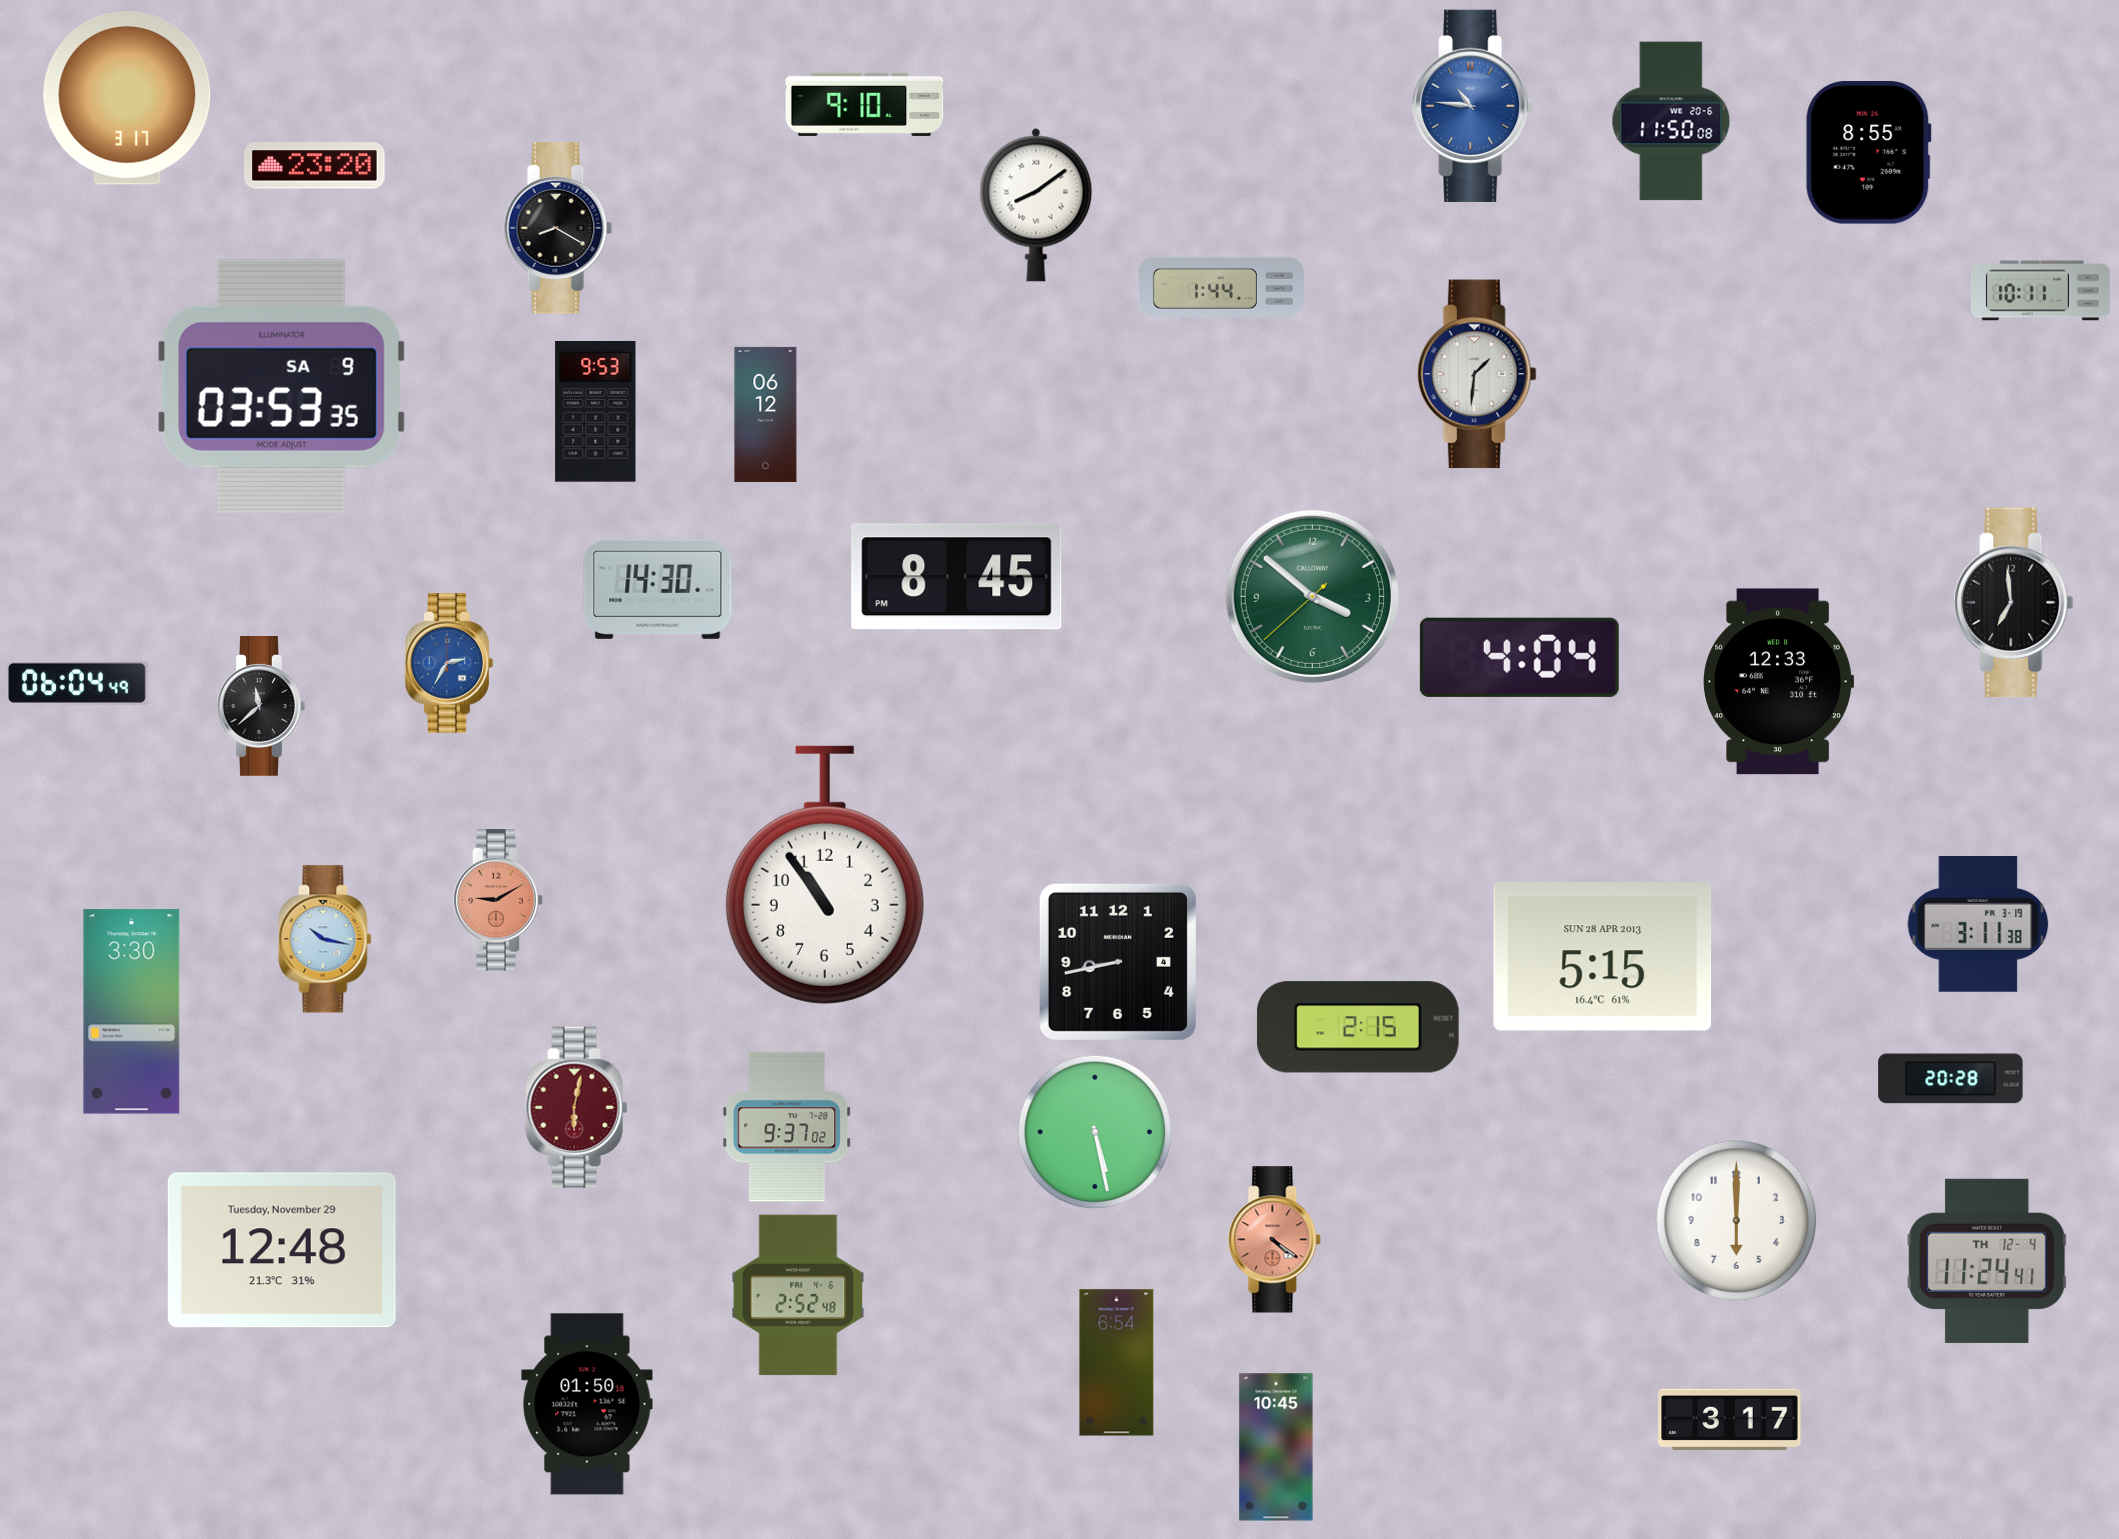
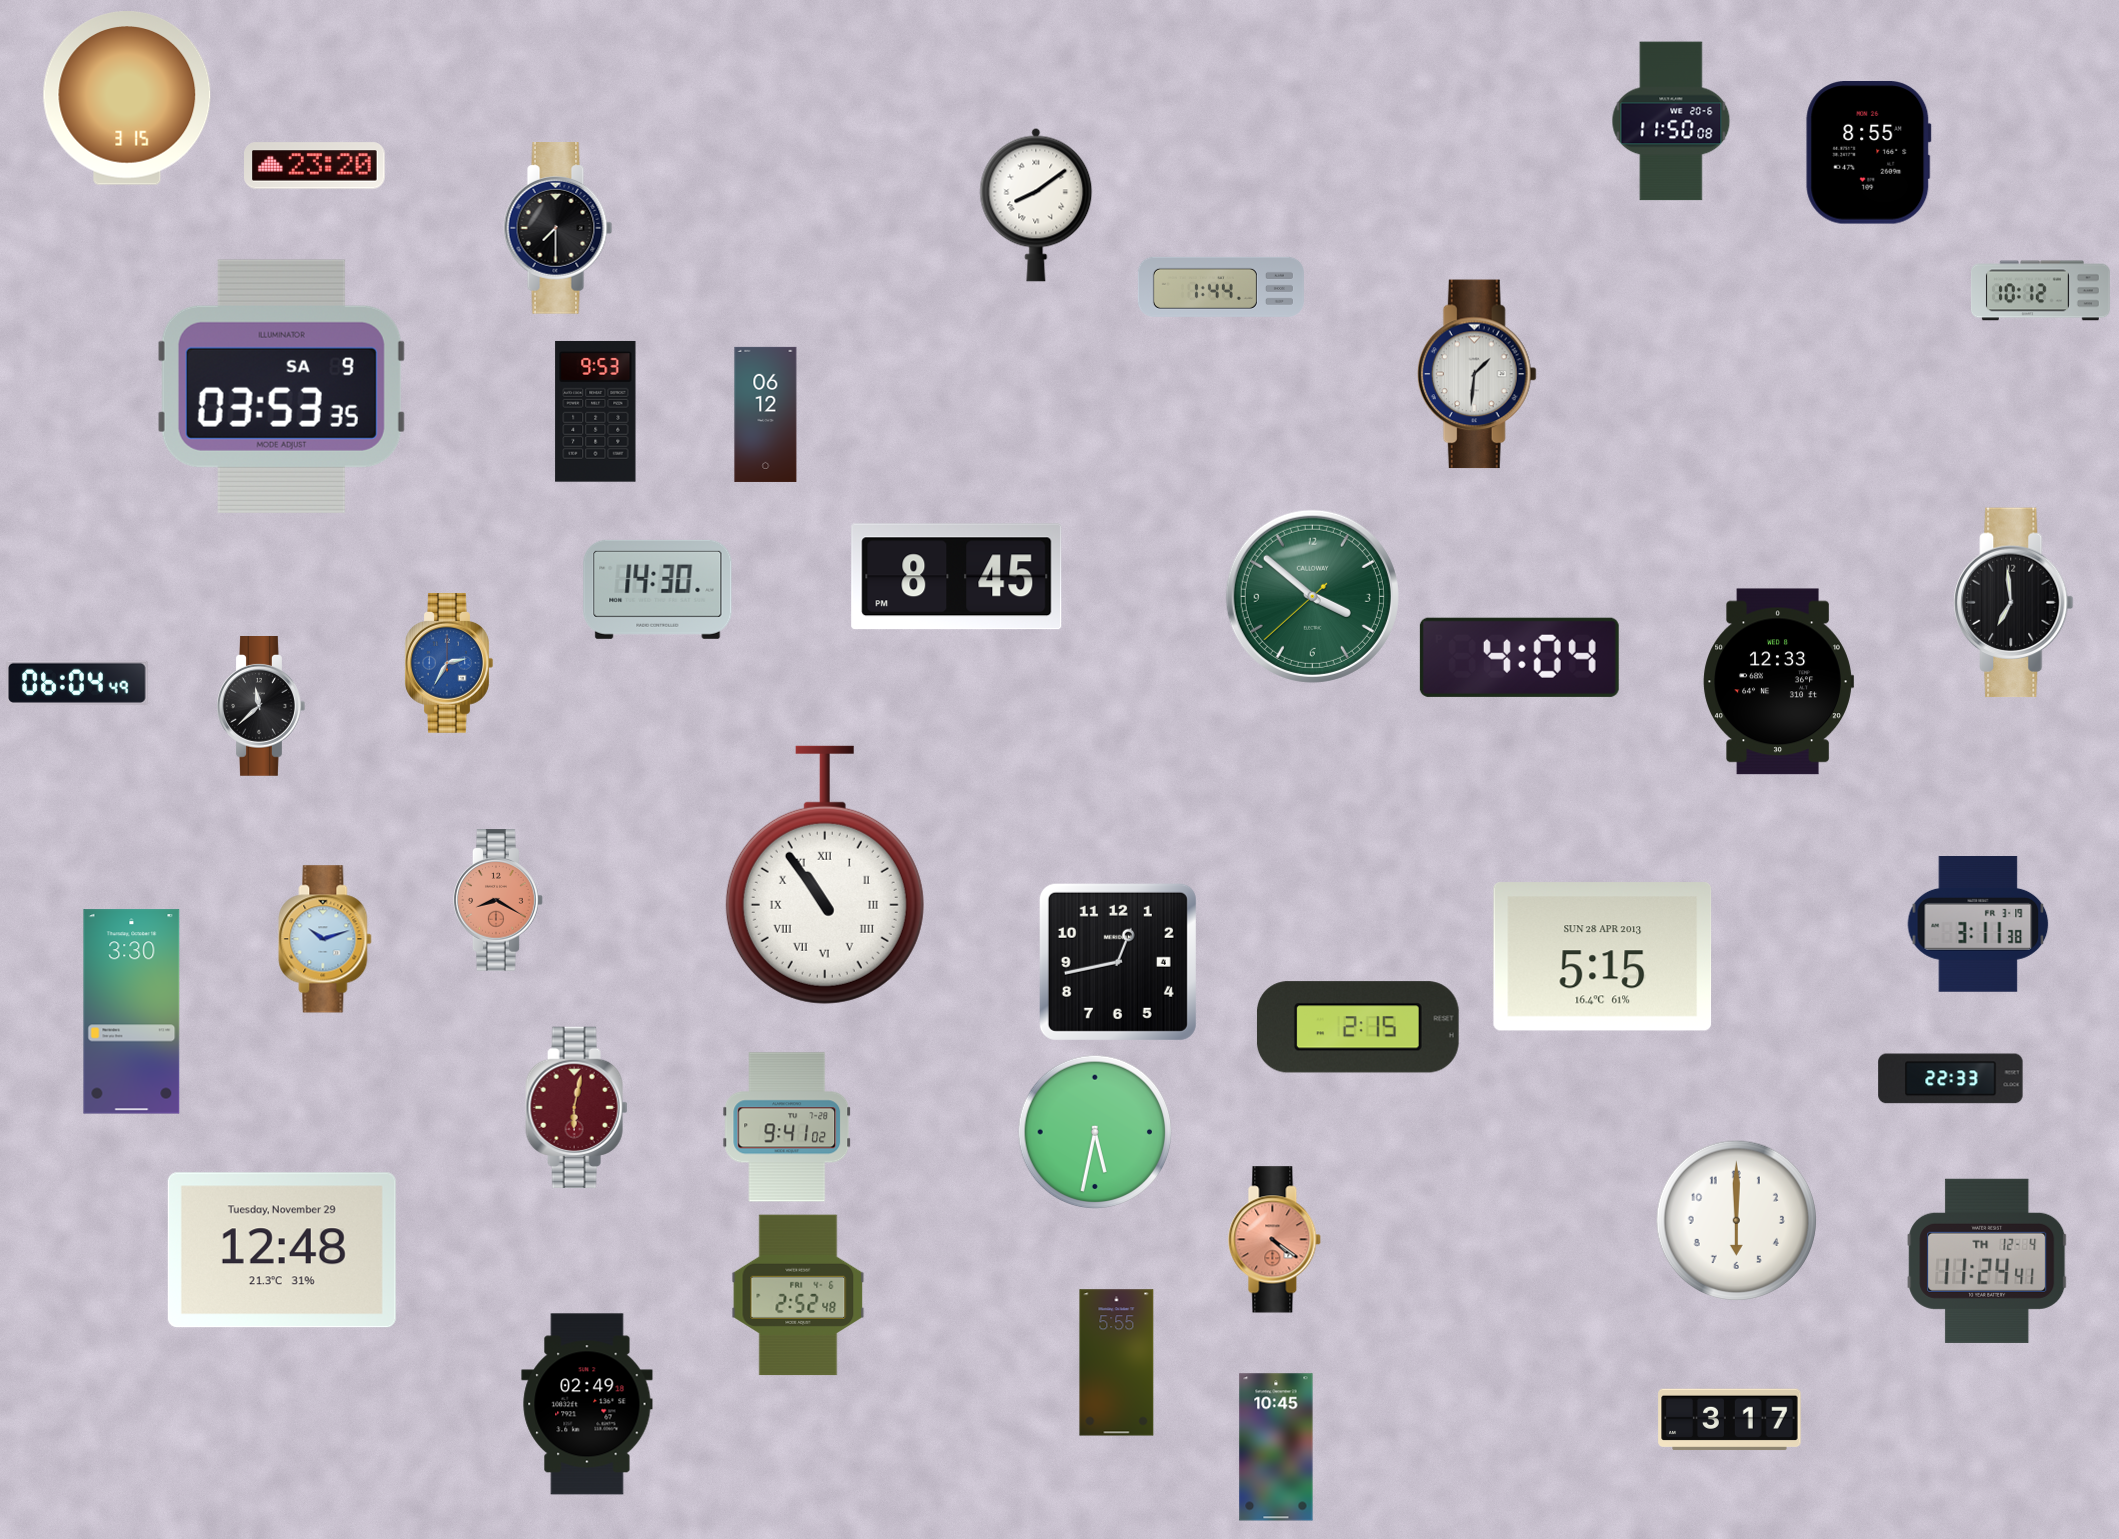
clock at (127, 98): 3:17 -> 3:15
clock at (865, 104): 9:10 -> none
clock at (1473, 106): 10:46 -> none
clock at (558, 229): 8:20 -> 7:30
clock at (2040, 291): 10:11 -> 10:12
clock at (825, 875) numerals: Arabic -> Roman
clock at (498, 900): 9:10 -> 8:20
clock at (325, 939): 10:17 -> 10:12
clock at (1118, 962): 8:43 -> 12:43
clock at (1951, 1079): 20:28 -> 22:33
clock at (787, 1127): 9:37 -> 9:41
clock at (1095, 1132): 5:28 -> 5:32
clock at (1117, 1363): 6:54 -> 5:55
clock at (587, 1404): 01:50 -> 02:49
